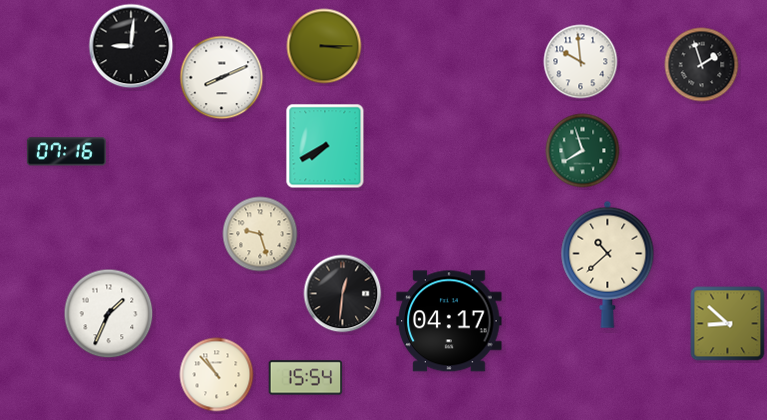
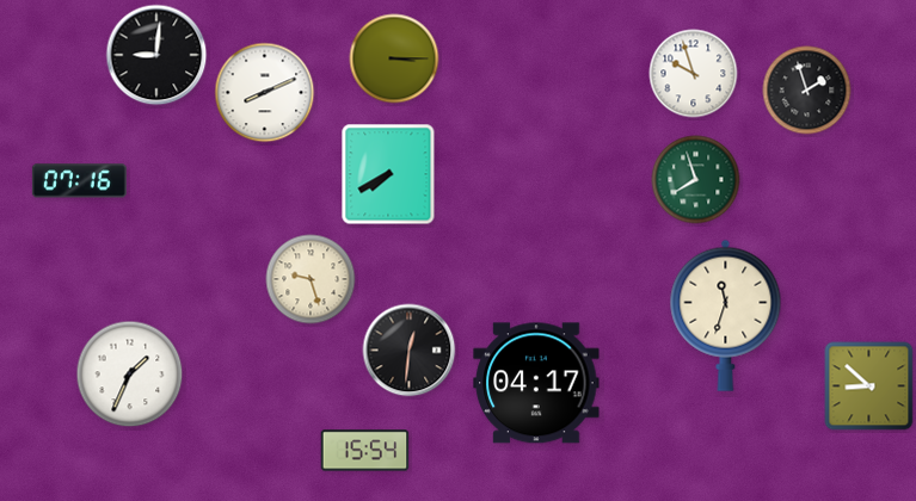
clock at (324, 46) position: (324, 46) -> (394, 58)
clock at (581, 62): 9:59 -> 9:57
clock at (702, 65) position: (702, 65) -> (807, 91)
clock at (608, 264): 10:38 -> 11:33
clock at (217, 375): 10:53 -> none
